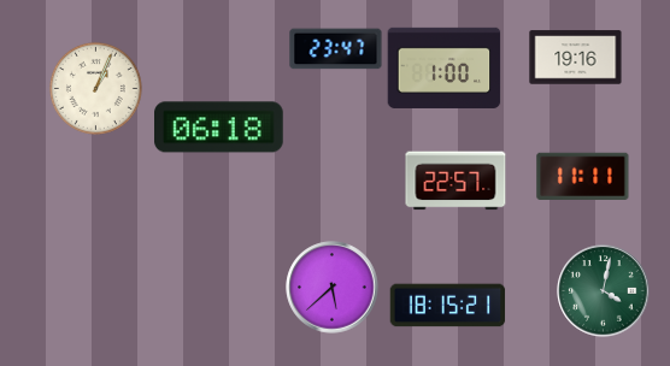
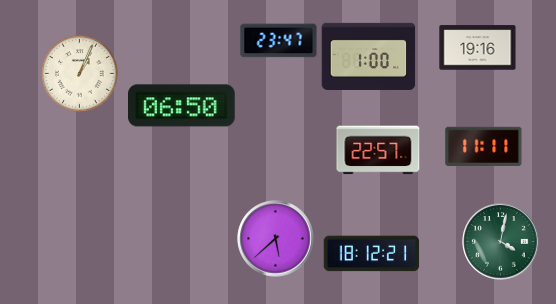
clock at (219, 128): 06:18 -> 06:50
clock at (448, 306): 18:15 -> 18:12
